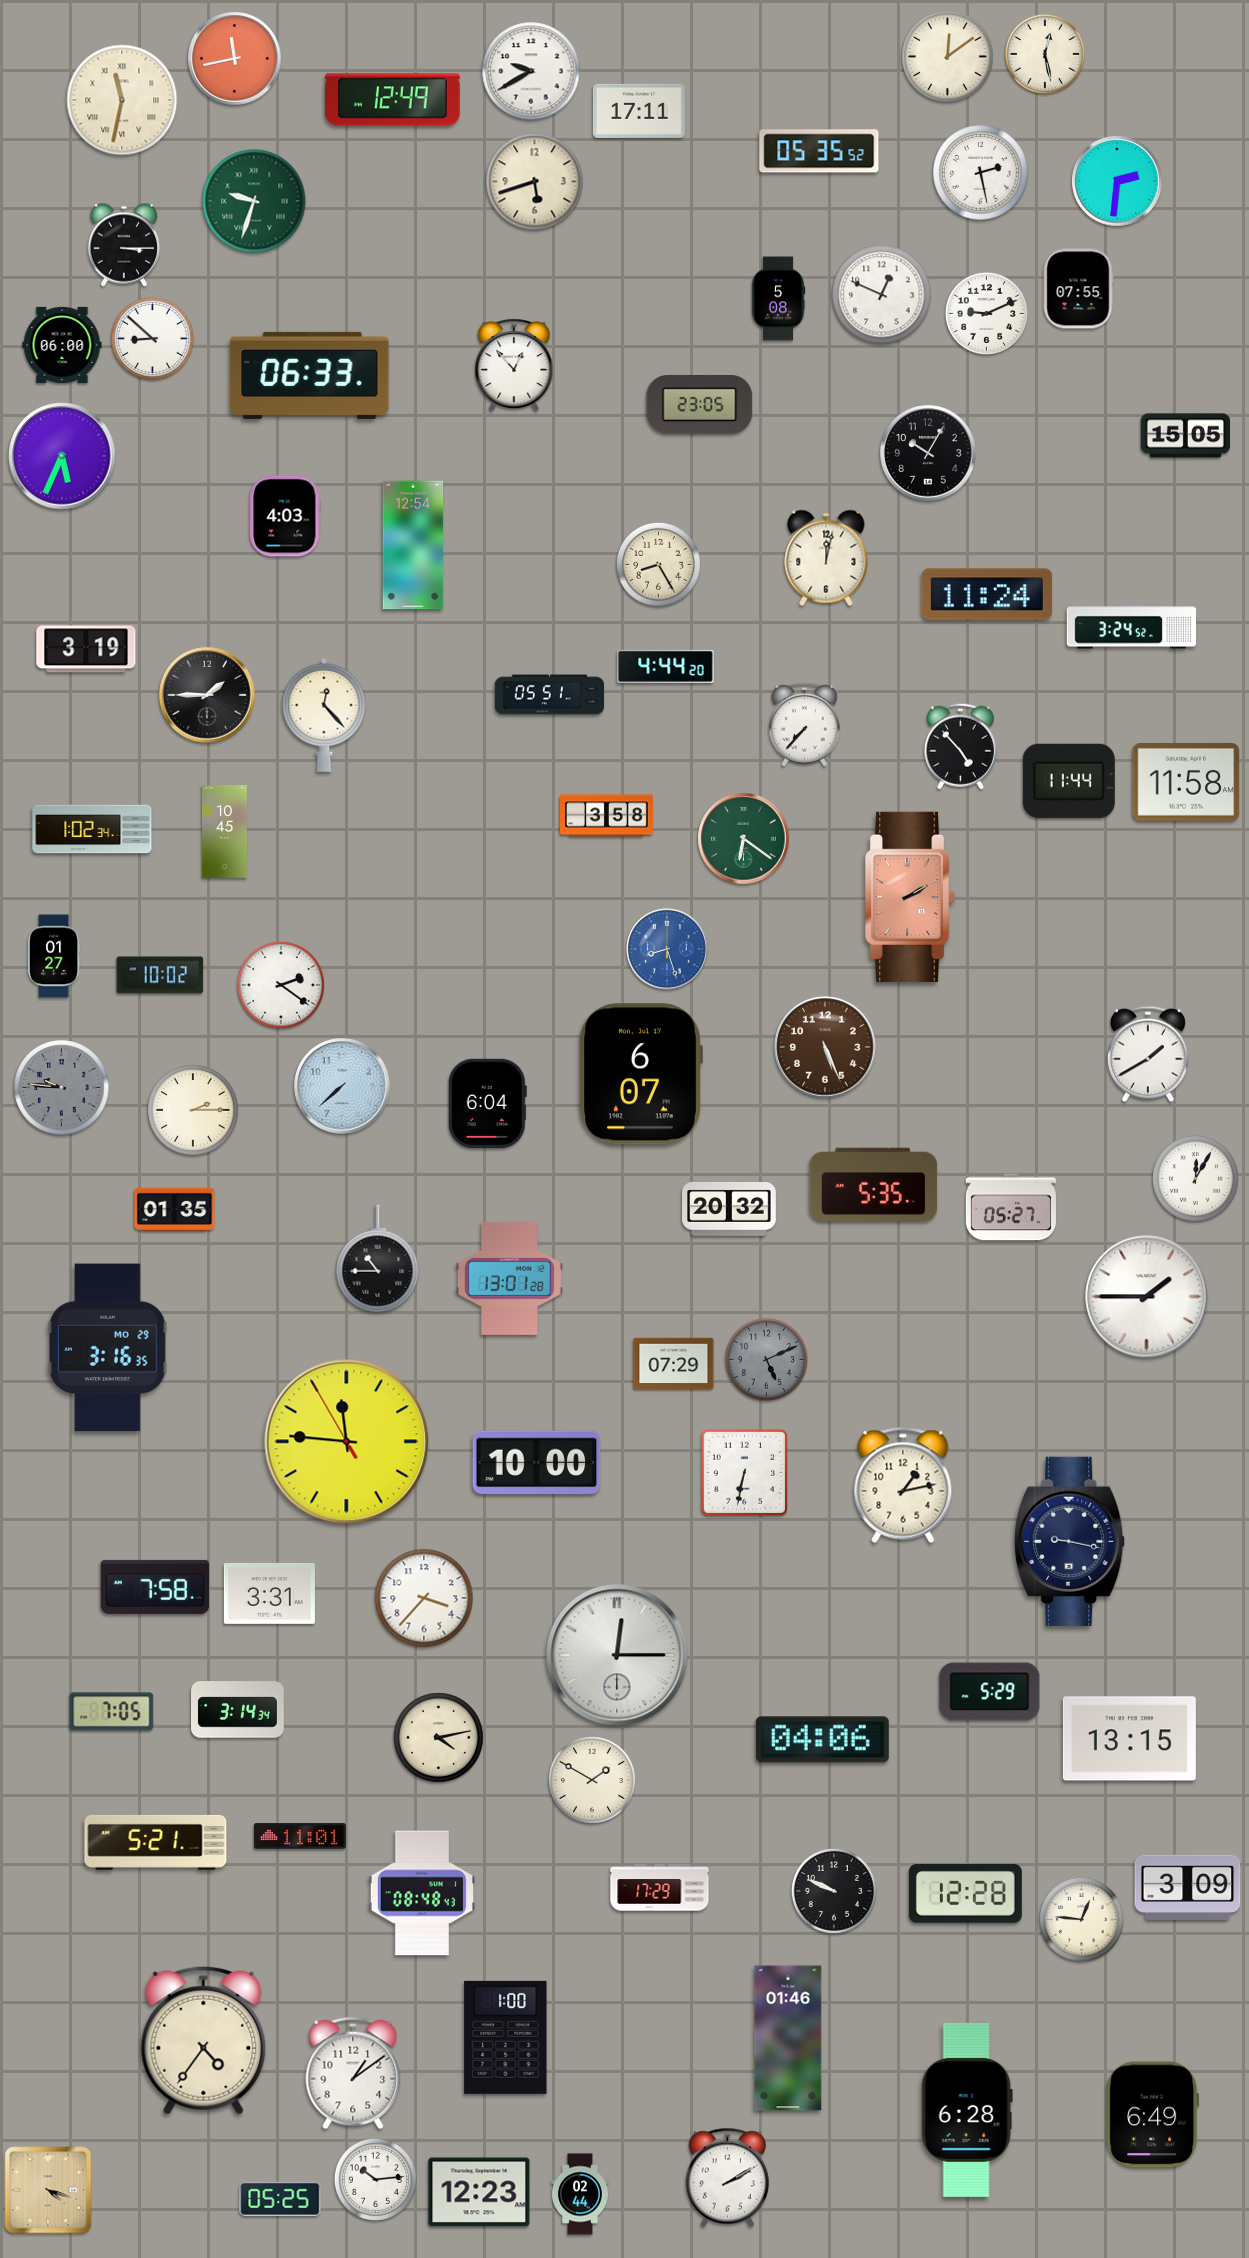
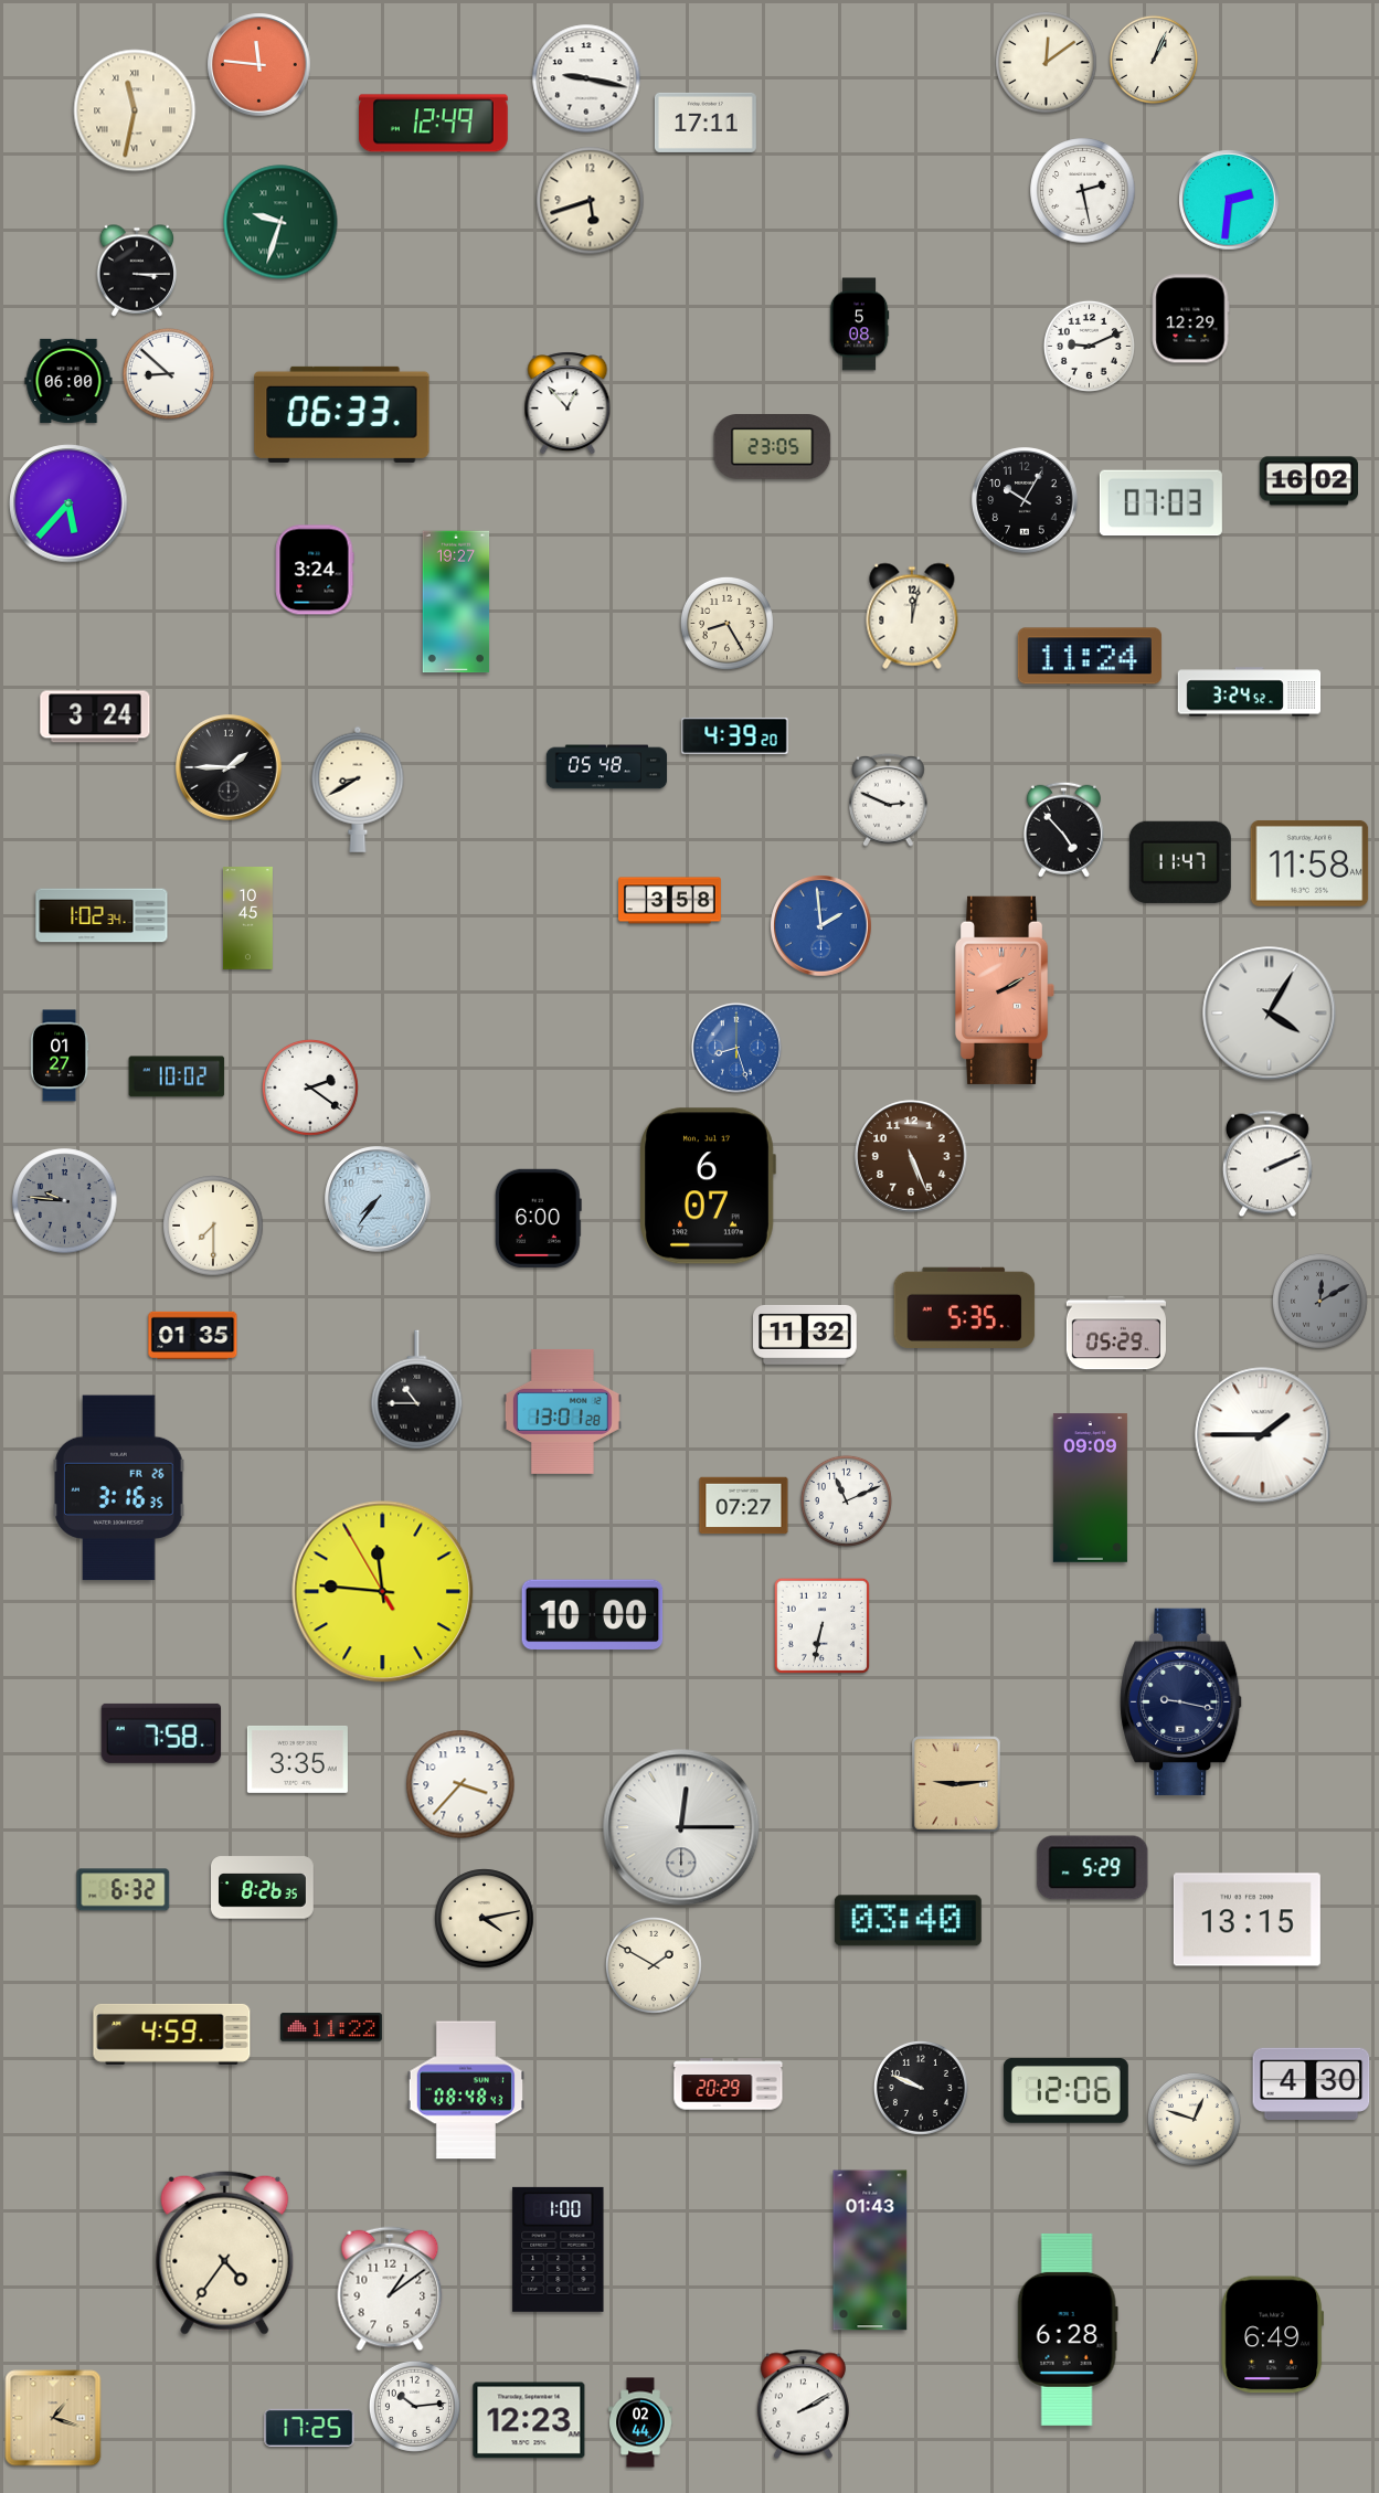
clock at (1045, 54): 12:28 -> 1:04
clock at (235, 59): 11:43 -> 11:46
clock at (531, 71): 9:40 -> 9:17
clock at (393, 100) position: (393, 100) -> (434, 124)
clock at (819, 151): 05:35 -> none
clock at (1117, 181) position: (1117, 181) -> (1229, 200)
clock at (1078, 289): 07:55 -> 12:29
clock at (882, 295): 12:49 -> none
clock at (778, 299) position: (778, 299) -> (859, 325)
clock at (1185, 436): 15:05 -> 16:02
clock at (62, 456): 5:34 -> 5:37
clock at (1160, 503): none -> 07:03
clock at (285, 516): 4:03 -> 3:24
clock at (413, 545): 12:54 -> 19:27
clock at (86, 649): 3:19 -> 3:24
clock at (666, 666): 4:44 -> 4:39
clock at (550, 695): 05:51 -> 05:48
clock at (324, 715): 12:23 -> 8:40
clock at (805, 724): 7:37 -> 2:49
clock at (960, 746) position: (960, 746) -> (1063, 829)
clock at (1069, 781): 11:44 -> 11:47
clock at (744, 839): 6:21 -> 1:59
clock at (744, 839) dial: green -> blue
clock at (1270, 1014): none -> 4:05
clock at (1148, 1054): 1:40 -> 2:11
clock at (342, 1086): 7:38 -> 7:36
clock at (62, 1088) position: (62, 1088) -> (65, 1201)
clock at (487, 1103): 6:04 -> 6:00
clock at (193, 1110): 2:15 -> 7:30
clock at (1195, 1178): 12:05 -> 12:10
clock at (1195, 1178) dial: white -> grey
clock at (1011, 1207): 05:27 -> 05:29
clock at (729, 1209): 20:32 -> 11:32
clock at (1147, 1297) position: (1147, 1297) -> (1263, 1435)
clock at (108, 1348) date: MO 29 -> FR 26
clock at (1090, 1488): none -> 09:09
clock at (766, 1359): 5:11 -> 11:11
clock at (766, 1359) dial: grey -> white
clock at (674, 1364): 07:29 -> 07:27
clock at (903, 1485): 1:13 -> none
clock at (155, 1587) position: (155, 1587) -> (161, 1733)
clock at (269, 1593): 3:31 -> 3:35
clock at (424, 1598) position: (424, 1598) -> (460, 1784)
clock at (956, 1784): none -> 9:14
clock at (238, 1710): 3:14 -> 8:26
clock at (112, 1712): 7:05 -> 6:32
clock at (822, 1740): 04:06 -> 03:40
clock at (300, 1836): 11:01 -> 11:22
clock at (156, 1842): 5:21 -> 4:59
clock at (1188, 1887): 3:09 -> 4:30
clock at (660, 1888): 17:29 -> 20:29
clock at (965, 1894): 12:28 -> 12:06
clock at (1081, 1919): 12:46 -> 12:48
clock at (788, 2038): 01:46 -> 01:43
clock at (48, 2190): 4:18 -> 1:18
clock at (280, 2199): 05:25 -> 17:25
